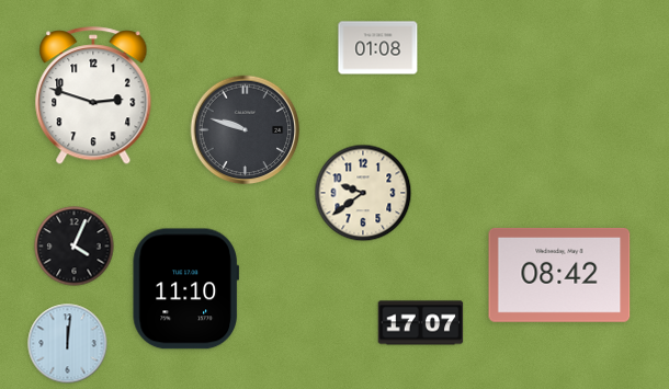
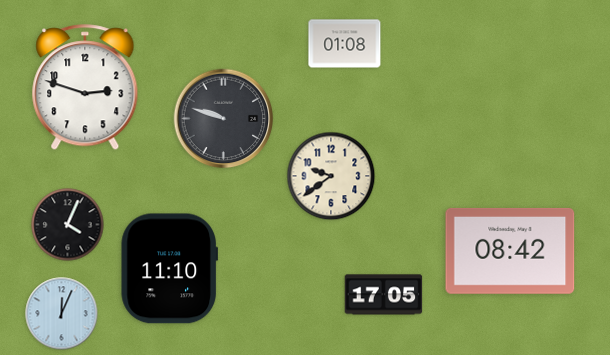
clock at (185, 289) position: (185, 289) -> (169, 269)
clock at (421, 323): 17:07 -> 17:05
clock at (68, 344): 12:01 -> 12:04
